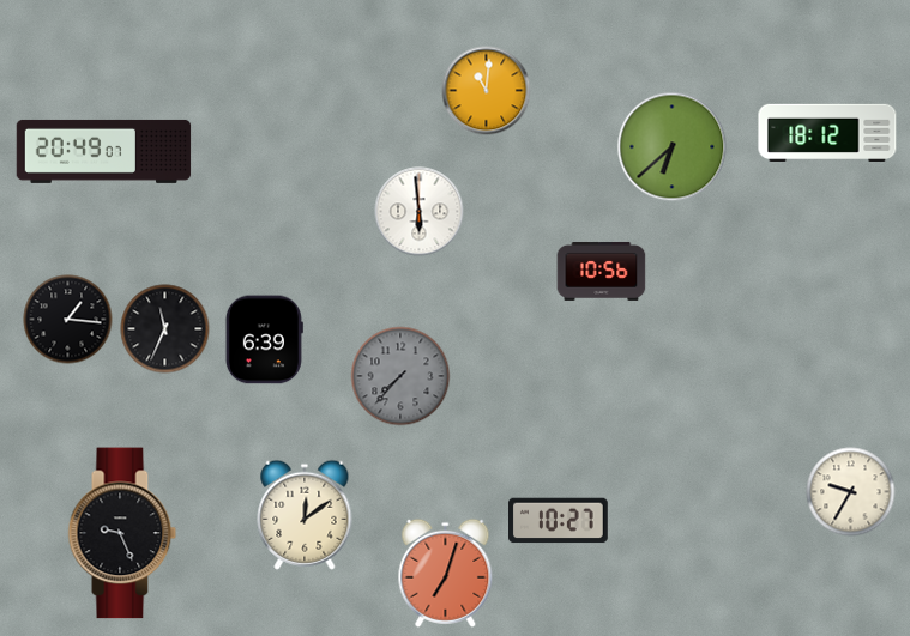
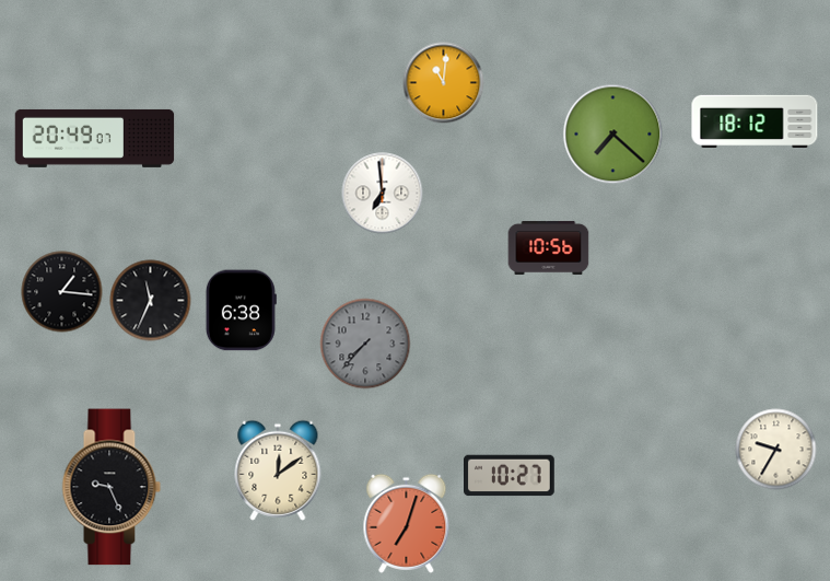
clock at (673, 147): 6:38 -> 7:22
clock at (420, 212): 5:59 -> 6:59
clock at (264, 340): 6:39 -> 6:38
